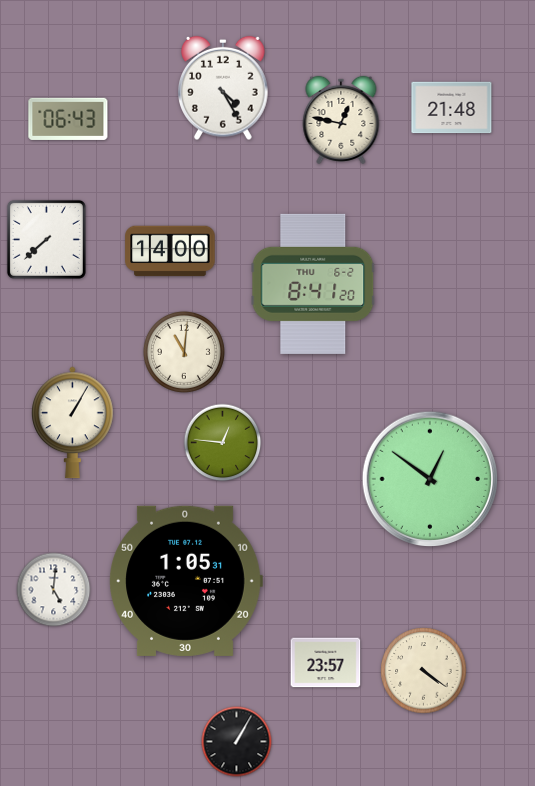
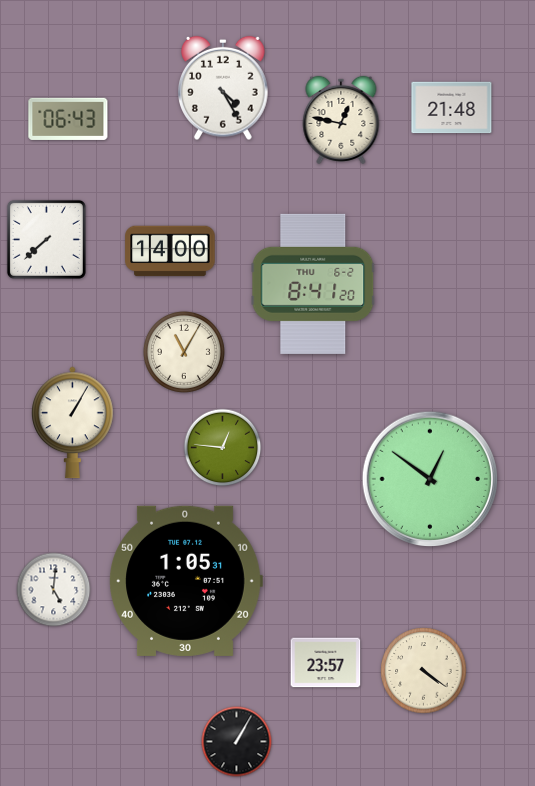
clock at (184, 352): 11:01 -> 11:05
clock at (223, 443) position: (223, 443) -> (223, 448)
